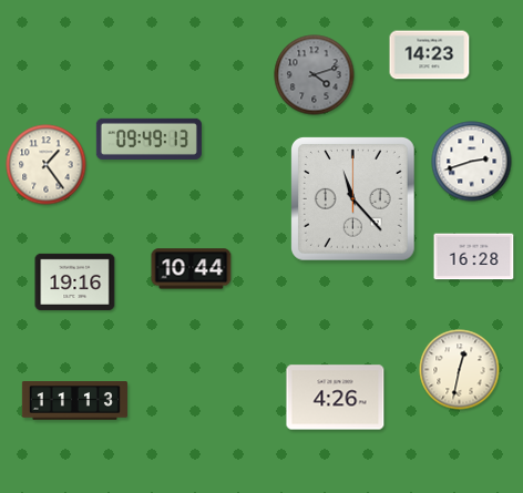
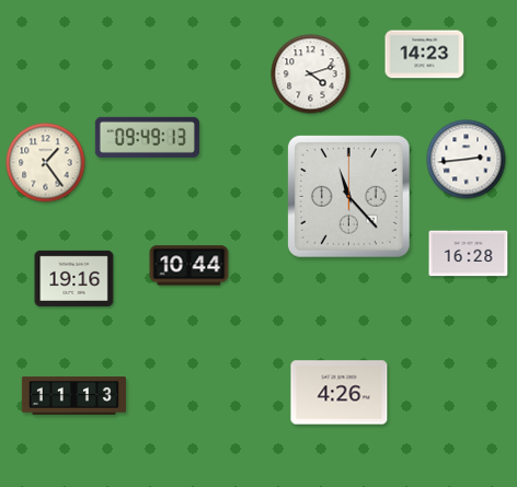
clock at (315, 75) dial: grey -> white
clock at (472, 162): 2:42 -> 2:44
clock at (460, 370): 12:32 -> none
clock at (336, 398) position: (336, 398) -> (340, 393)
